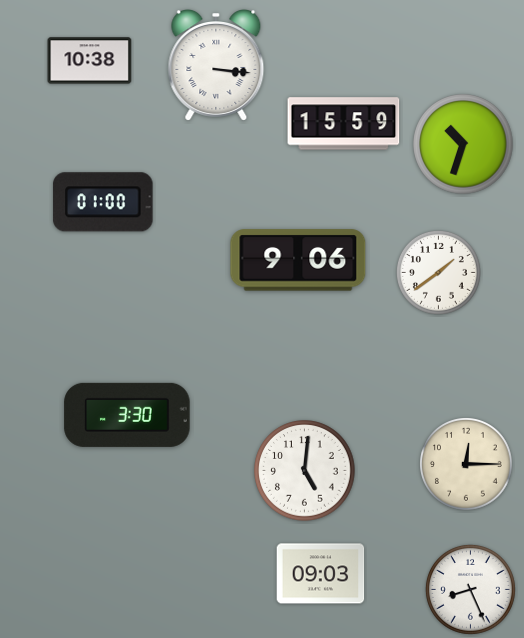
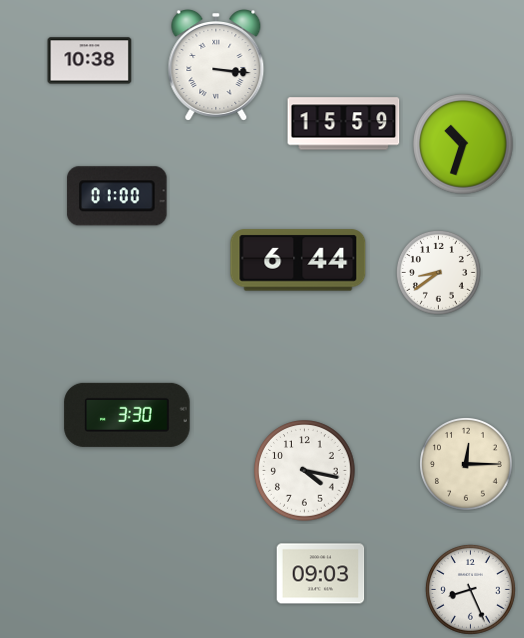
clock at (103, 202) position: (103, 202) -> (117, 196)
clock at (298, 260): 9:06 -> 6:44
clock at (438, 272): 1:39 -> 8:39
clock at (305, 471): 5:01 -> 4:17
